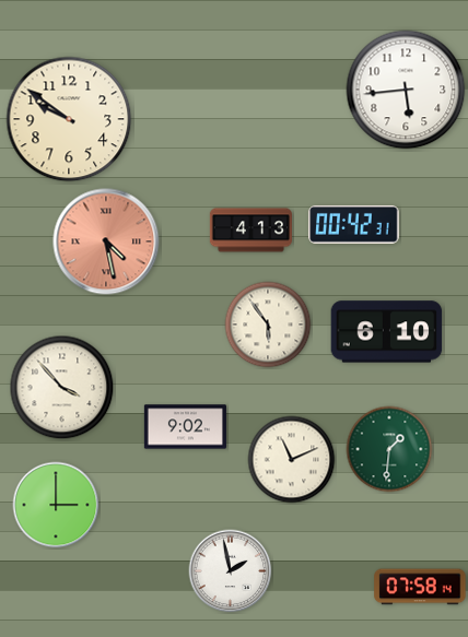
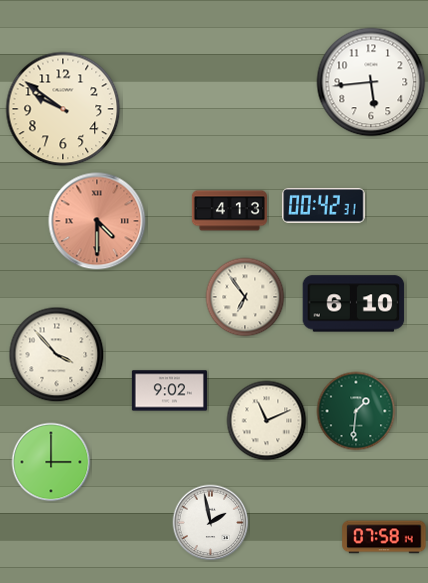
clock at (106, 241): 4:28 -> 4:30
clock at (268, 325): 5:54 -> 6:54
